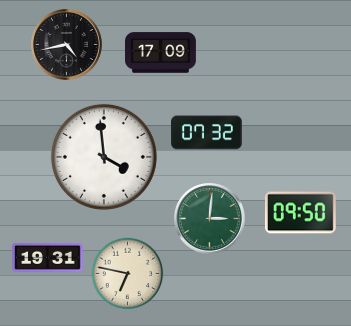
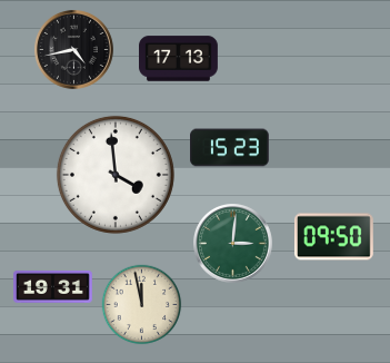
clock at (161, 53): 17:09 -> 17:13
clock at (207, 133): 07:32 -> 15:23
clock at (128, 274): 6:47 -> 11:58
